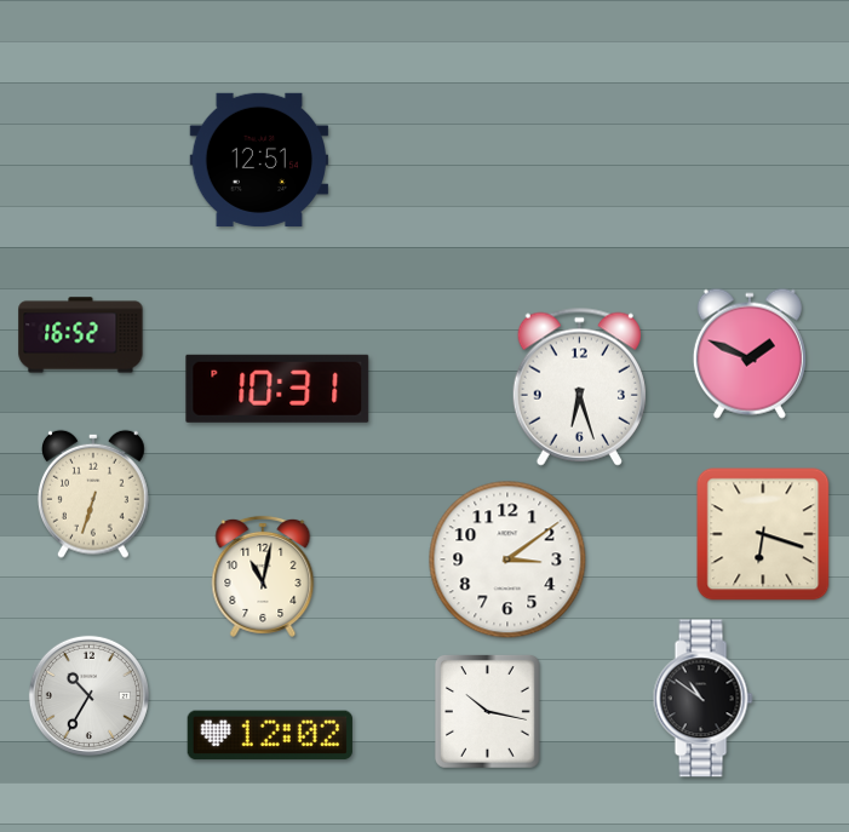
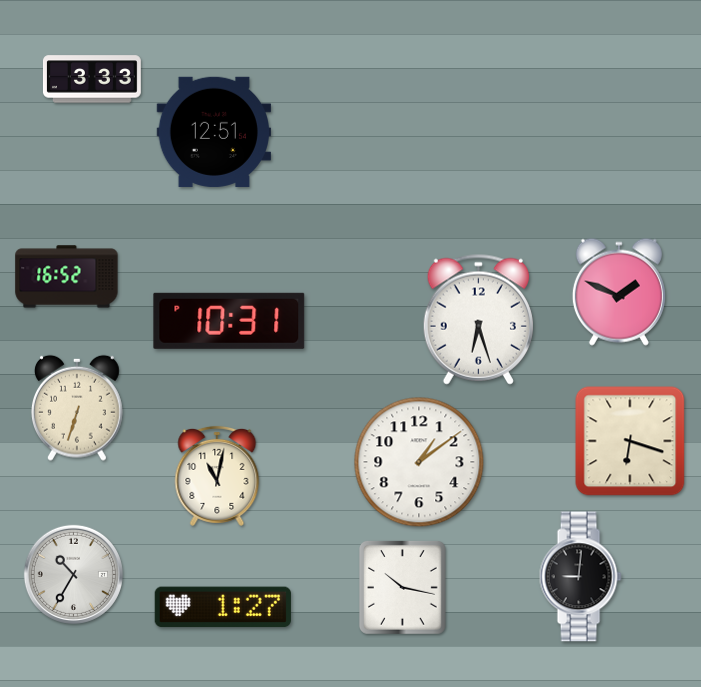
clock at (92, 79): none -> 3:33
clock at (507, 560): 3:09 -> 1:09
clock at (702, 699): 10:51 -> 9:01
clock at (270, 735): 12:02 -> 1:27
